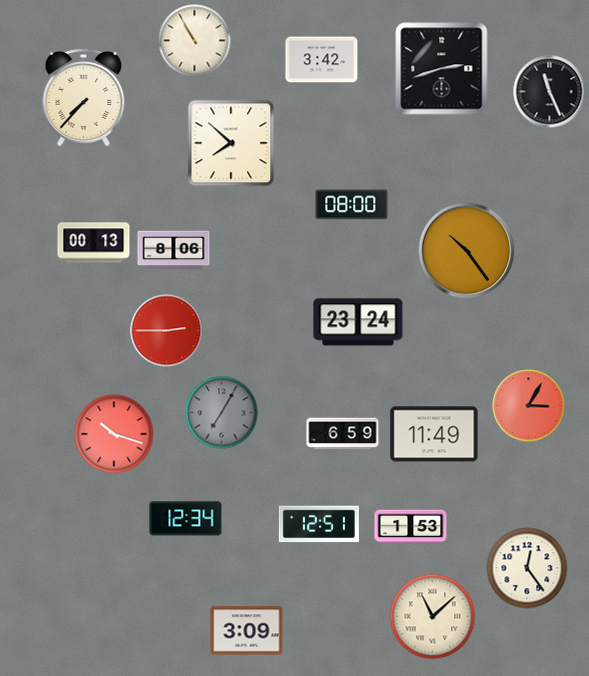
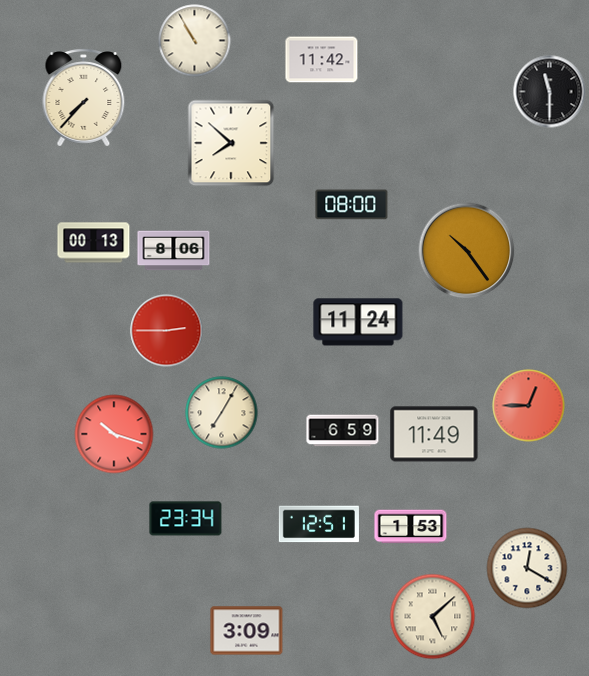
clock at (322, 60): 3:42 -> 11:42
clock at (442, 69): 2:42 -> none
clock at (550, 92): 11:26 -> 11:30
clock at (358, 322): 23:24 -> 11:24
clock at (529, 406): 3:05 -> 12:45
clock at (222, 413) dial: grey -> cream
clock at (343, 434) position: (343, 434) -> (343, 431)
clock at (186, 519): 12:34 -> 23:34
clock at (527, 568): 12:24 -> 12:20
clock at (433, 617): 11:08 -> 5:08
